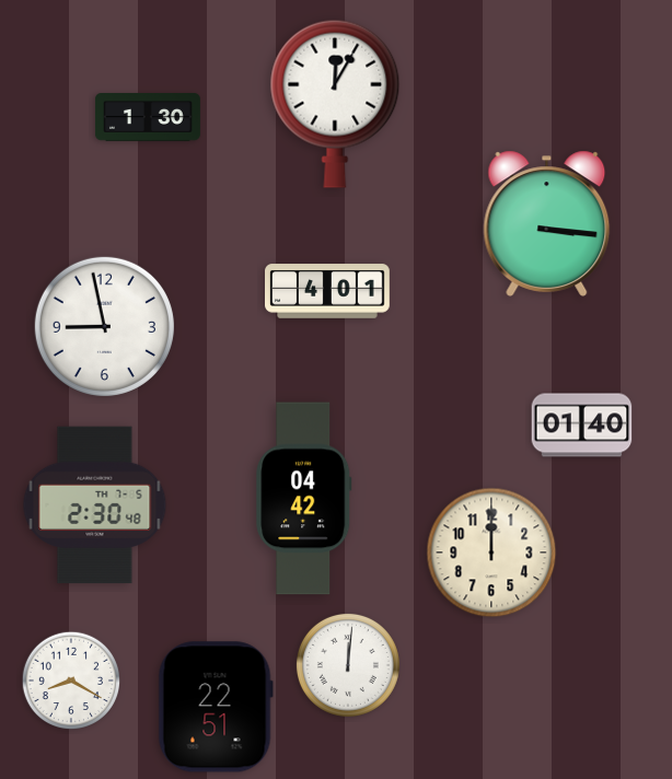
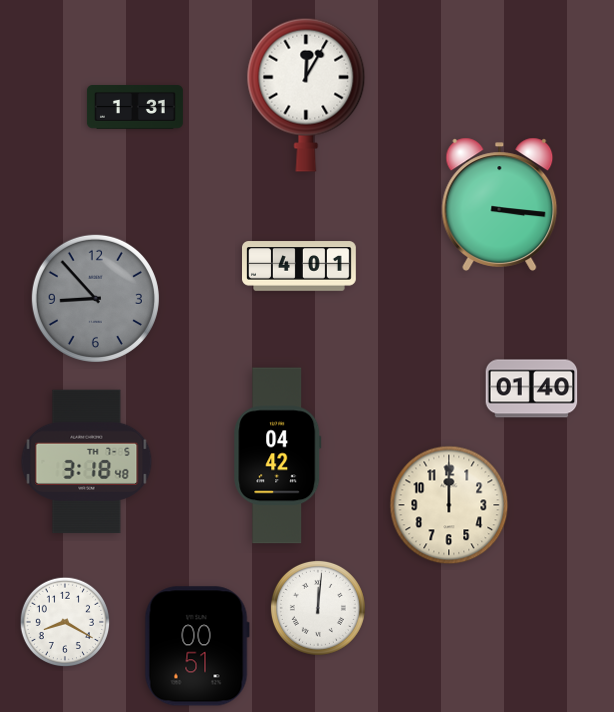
clock at (148, 118): 1:30 -> 1:31
clock at (104, 326): 8:58 -> 8:53
clock at (104, 326) dial: white -> grey
clock at (95, 505): 2:30 -> 3:18
clock at (216, 707): 22:51 -> 00:51
